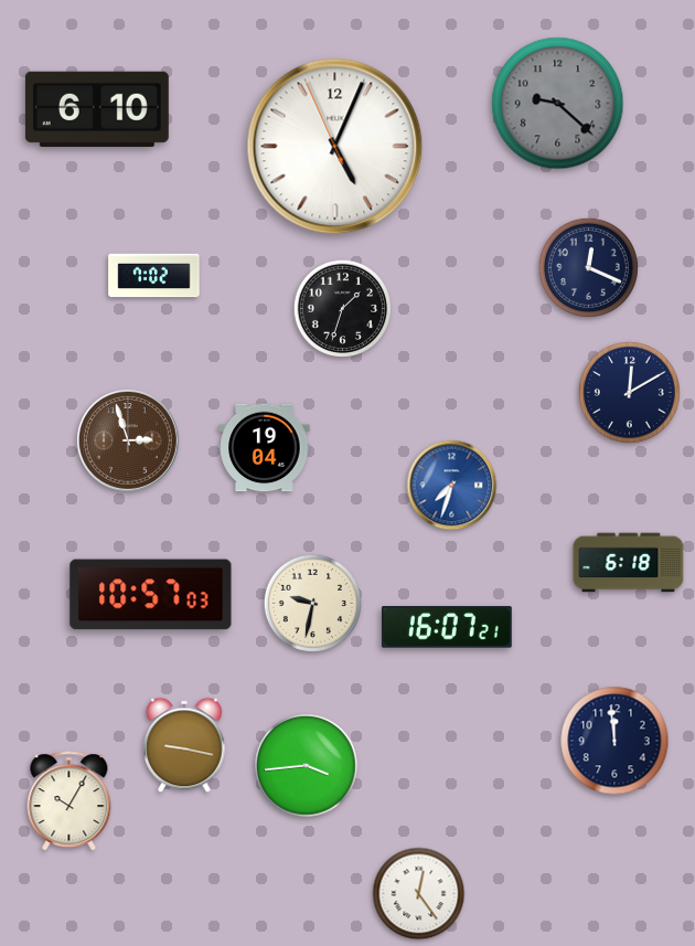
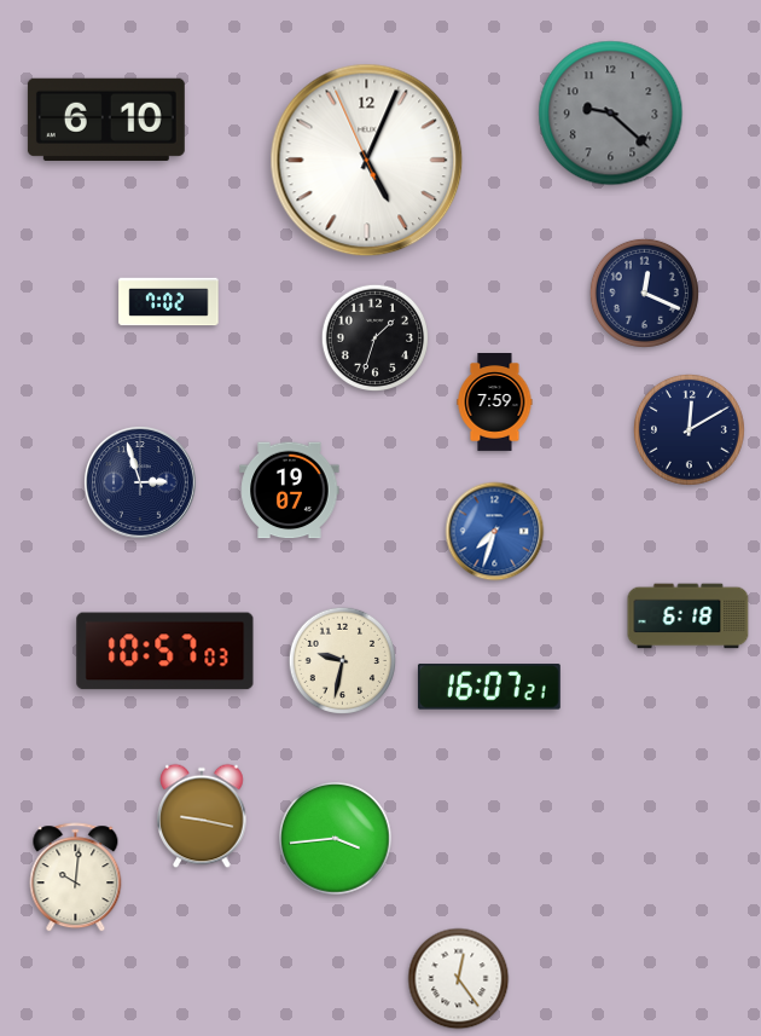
clock at (495, 403): none -> 7:59
clock at (128, 440) dial: brown -> navy
clock at (265, 448): 19:04 -> 19:07
clock at (614, 741): 11:59 -> none
clock at (69, 801): 10:05 -> 10:01
